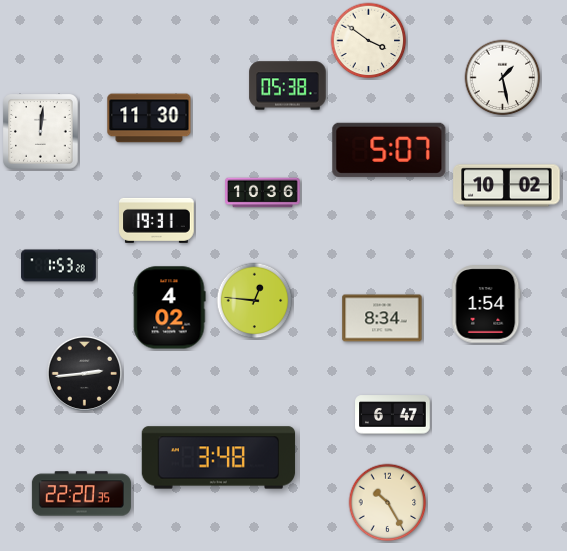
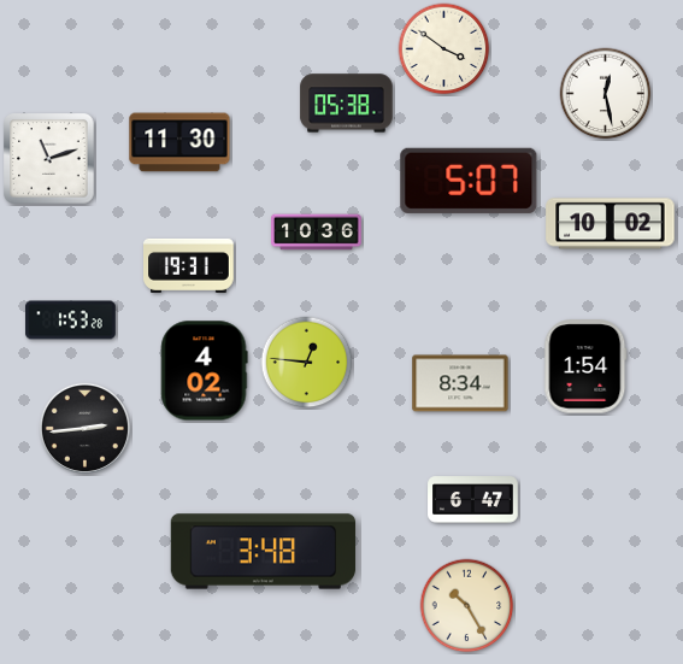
clock at (503, 78): 1:28 -> 12:28
clock at (41, 132): 12:01 -> 11:12
clock at (84, 373) position: (84, 373) -> (84, 428)
clock at (81, 494): 22:20 -> none
